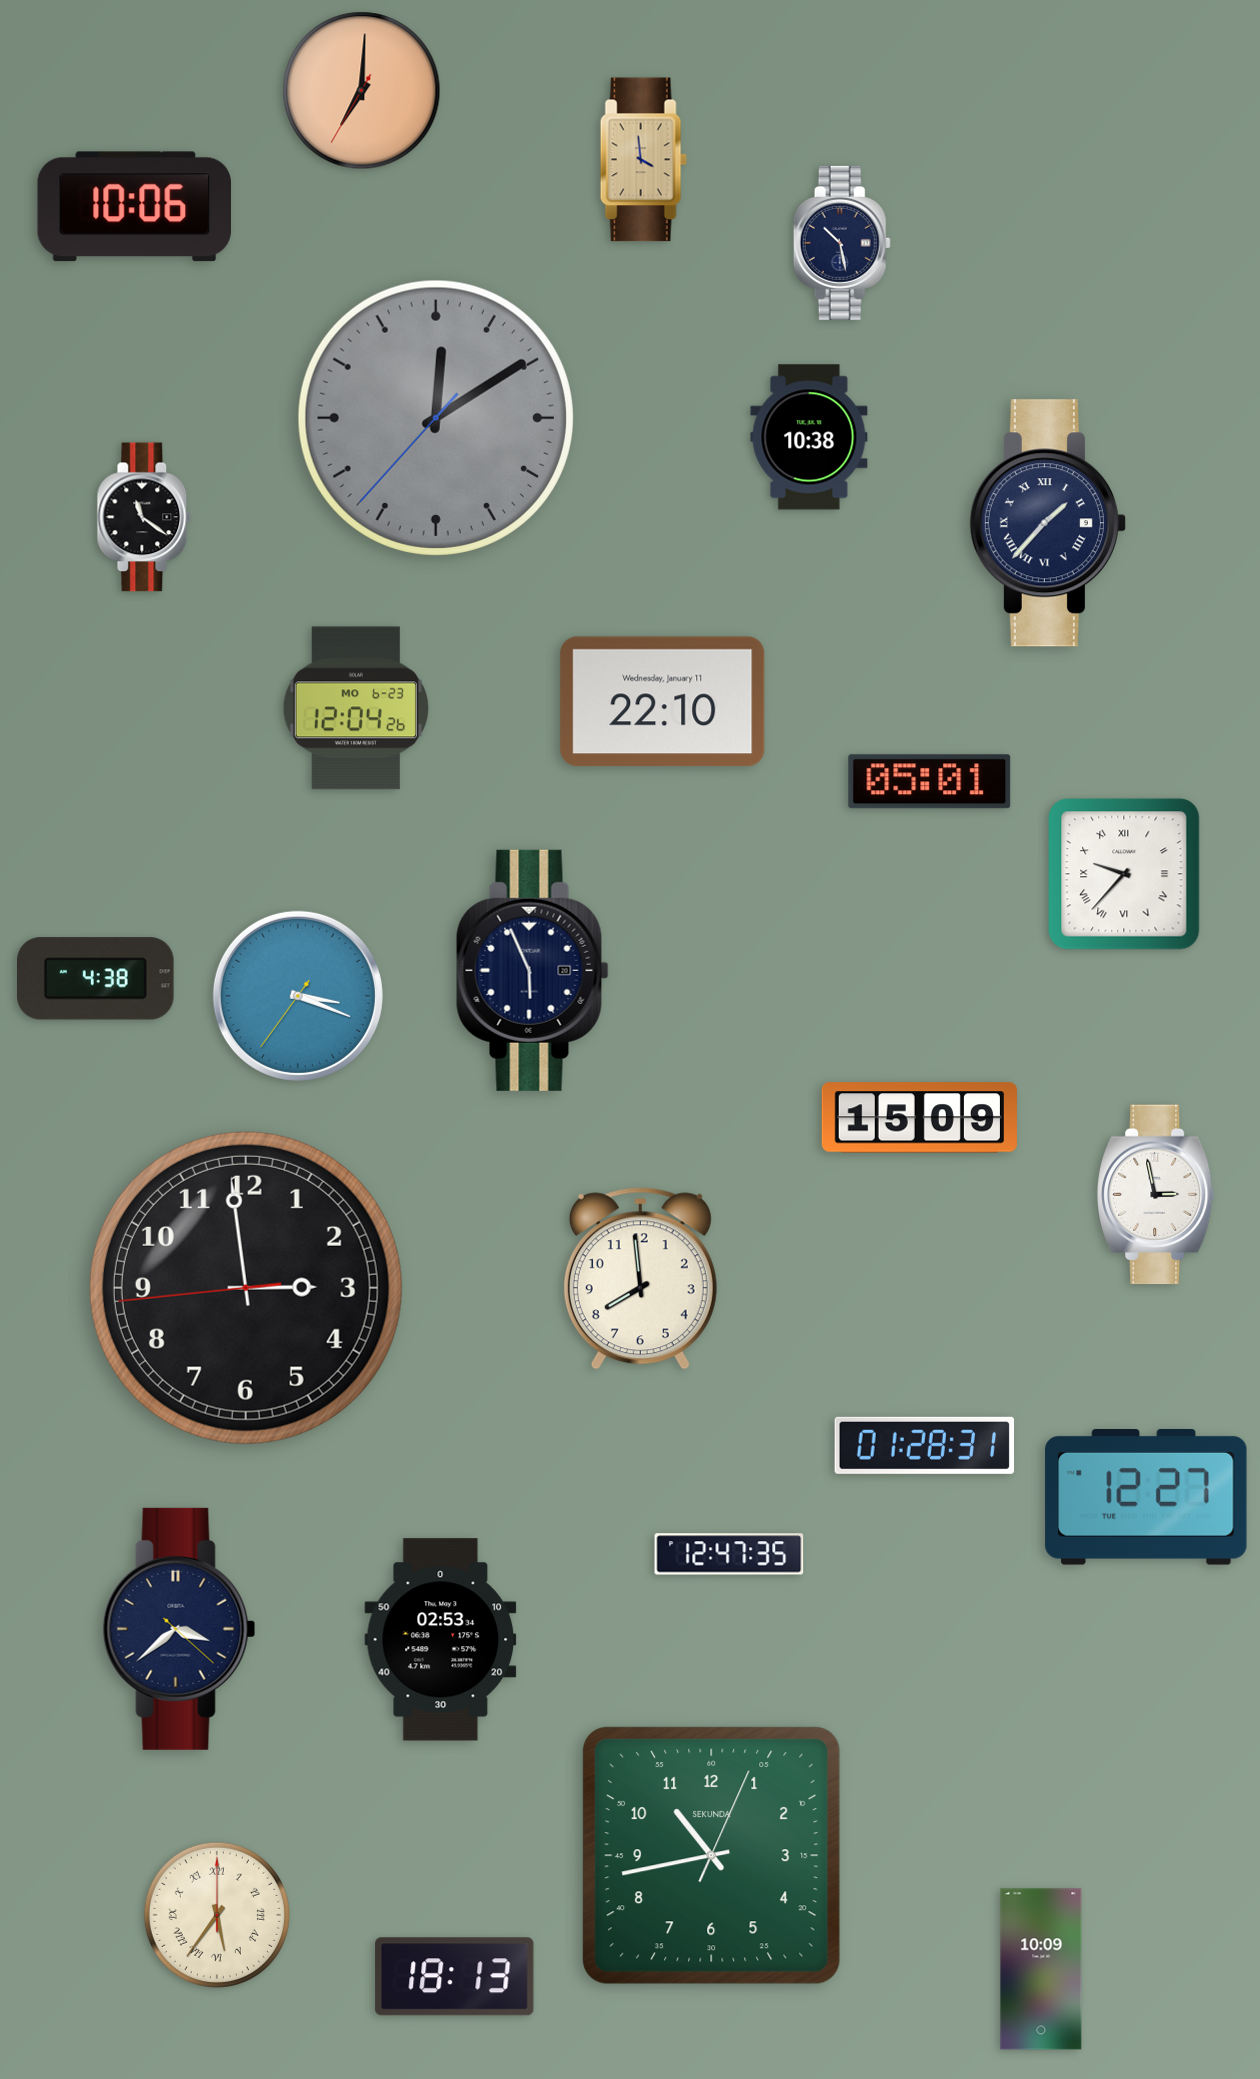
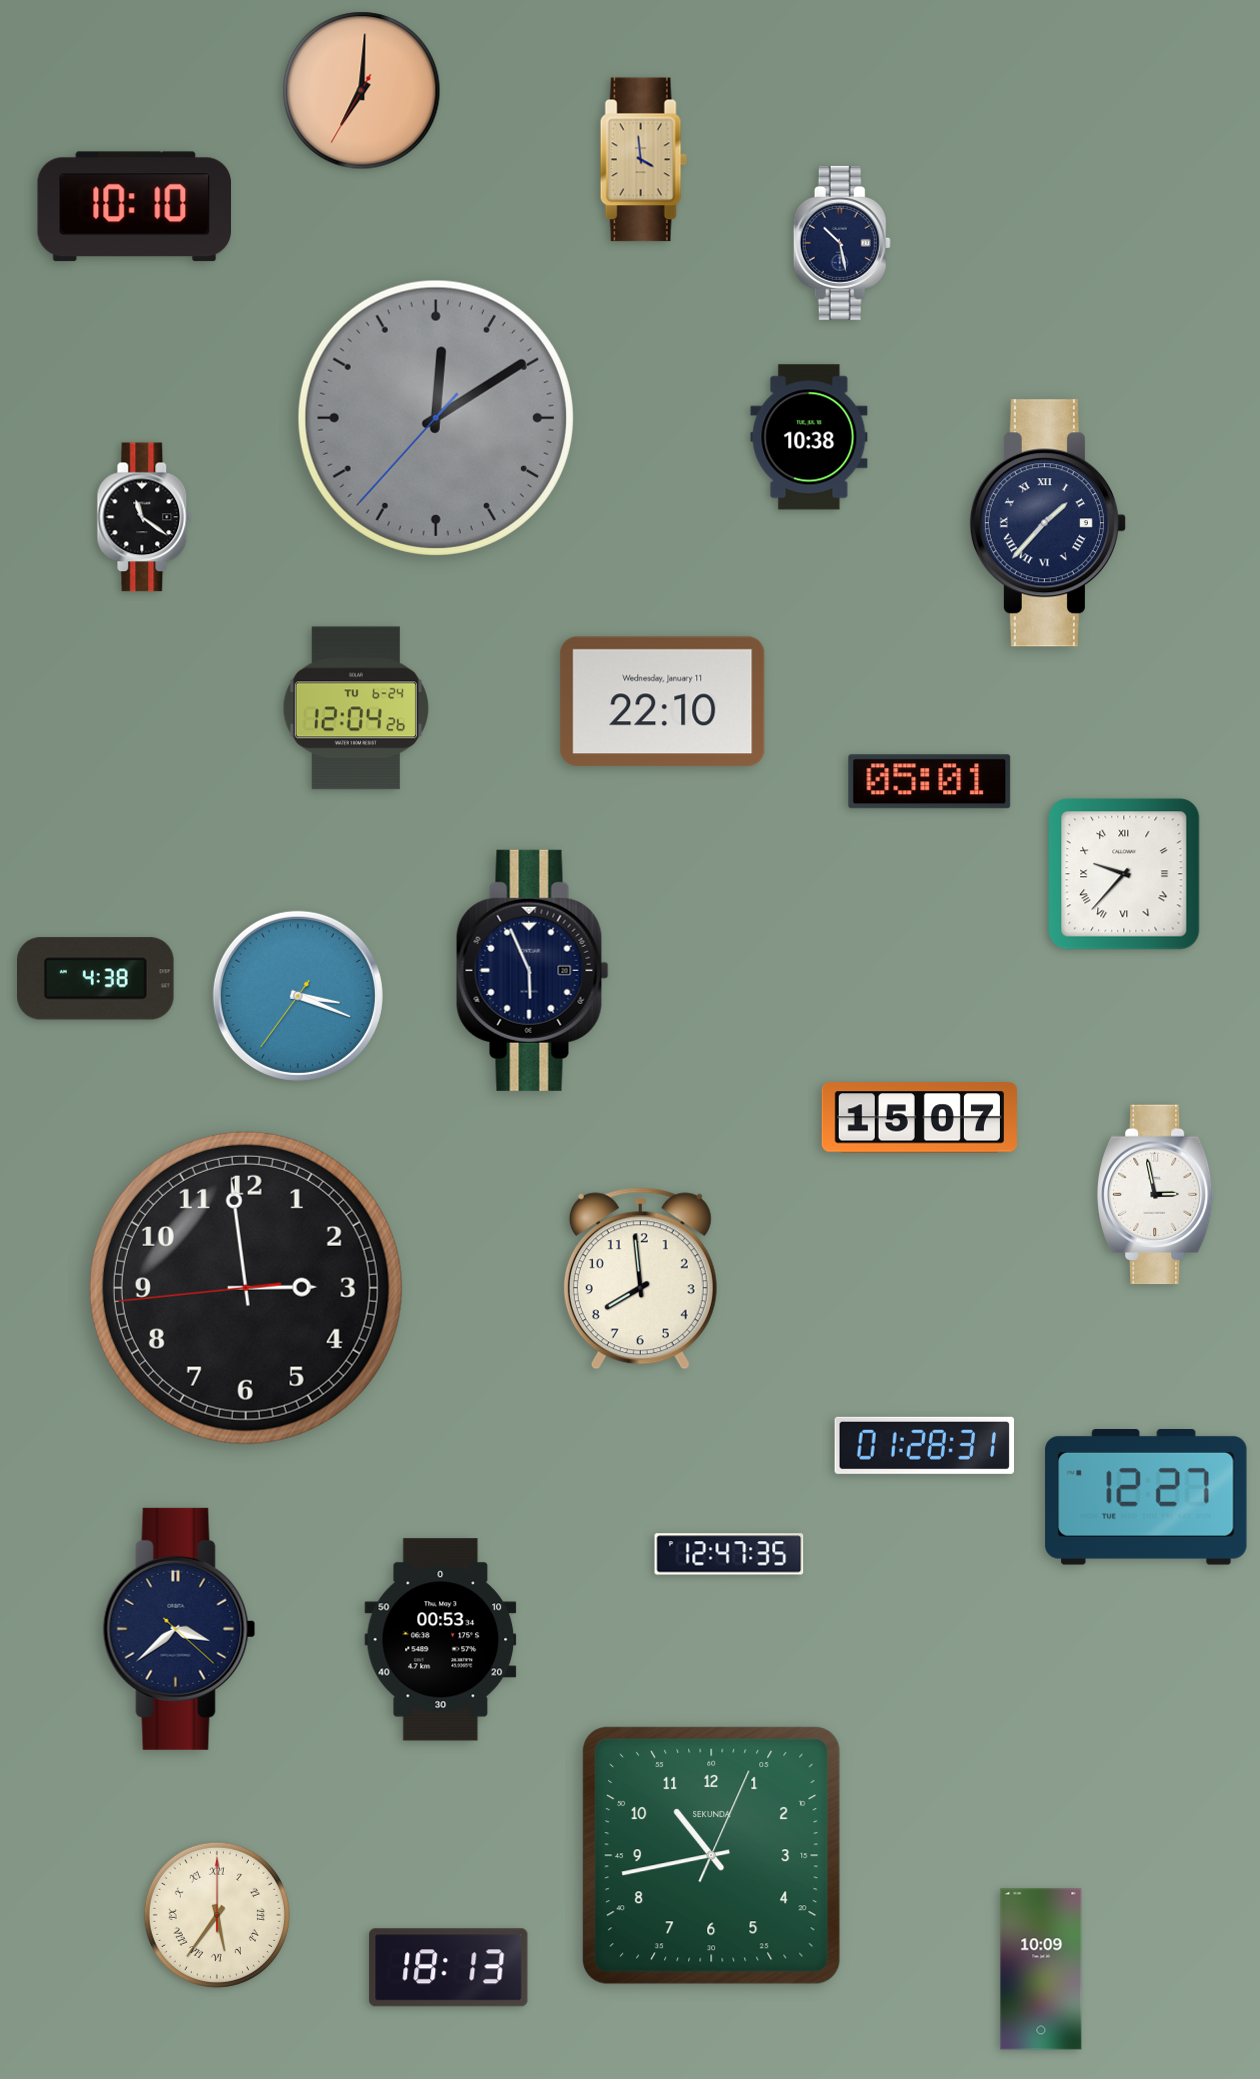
clock at (134, 207): 10:06 -> 10:10
clock at (356, 708) date: MO 6-23 -> TU 6-24
clock at (919, 1118): 15:09 -> 15:07
clock at (441, 1640): 02:53 -> 00:53
clock at (455, 1977) position: (455, 1977) -> (449, 1968)
